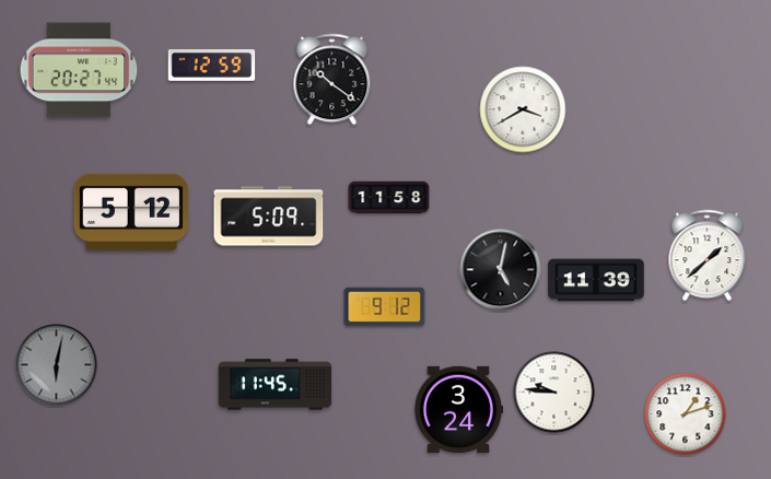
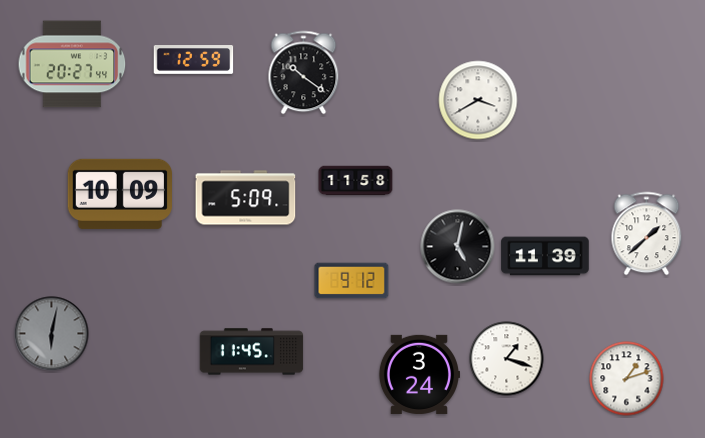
clock at (130, 212): 5:12 -> 10:09
clock at (554, 393): 9:46 -> 1:18
